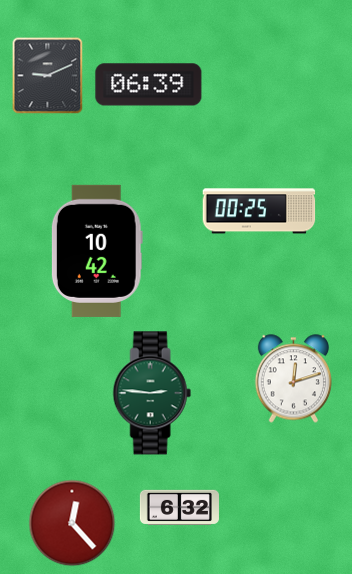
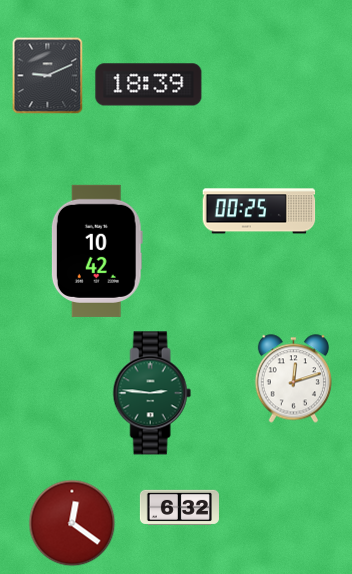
clock at (149, 85): 06:39 -> 18:39
clock at (72, 523): 12:23 -> 12:21
